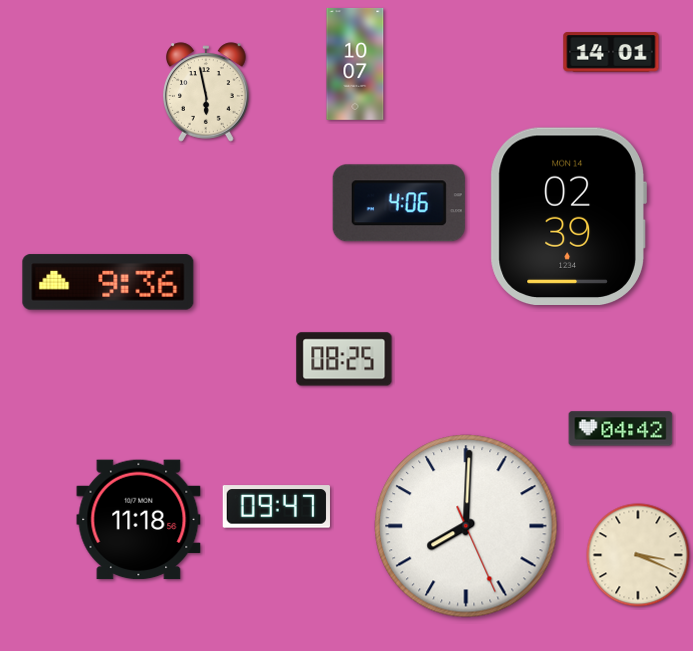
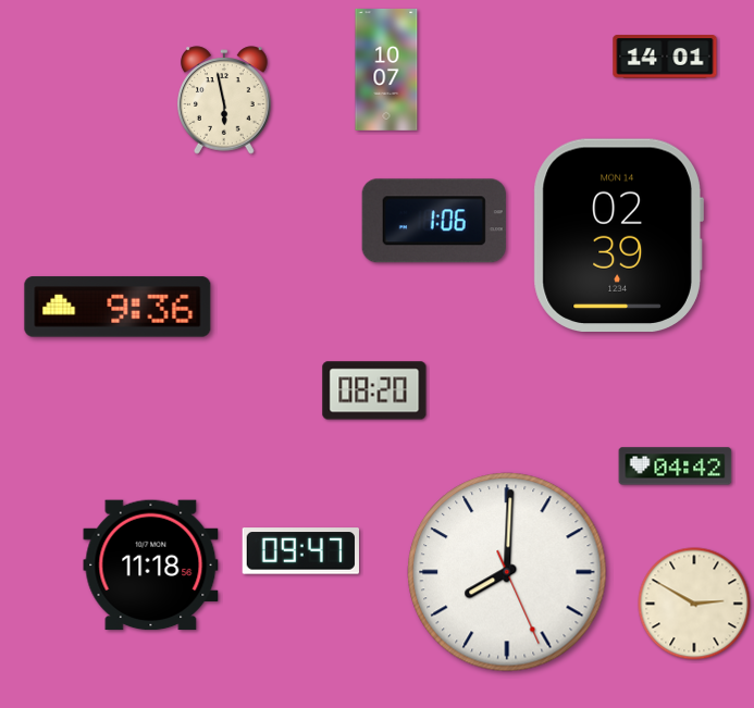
clock at (399, 203): 4:06 -> 1:06
clock at (344, 359): 08:25 -> 08:20
clock at (638, 555): 3:19 -> 2:50
